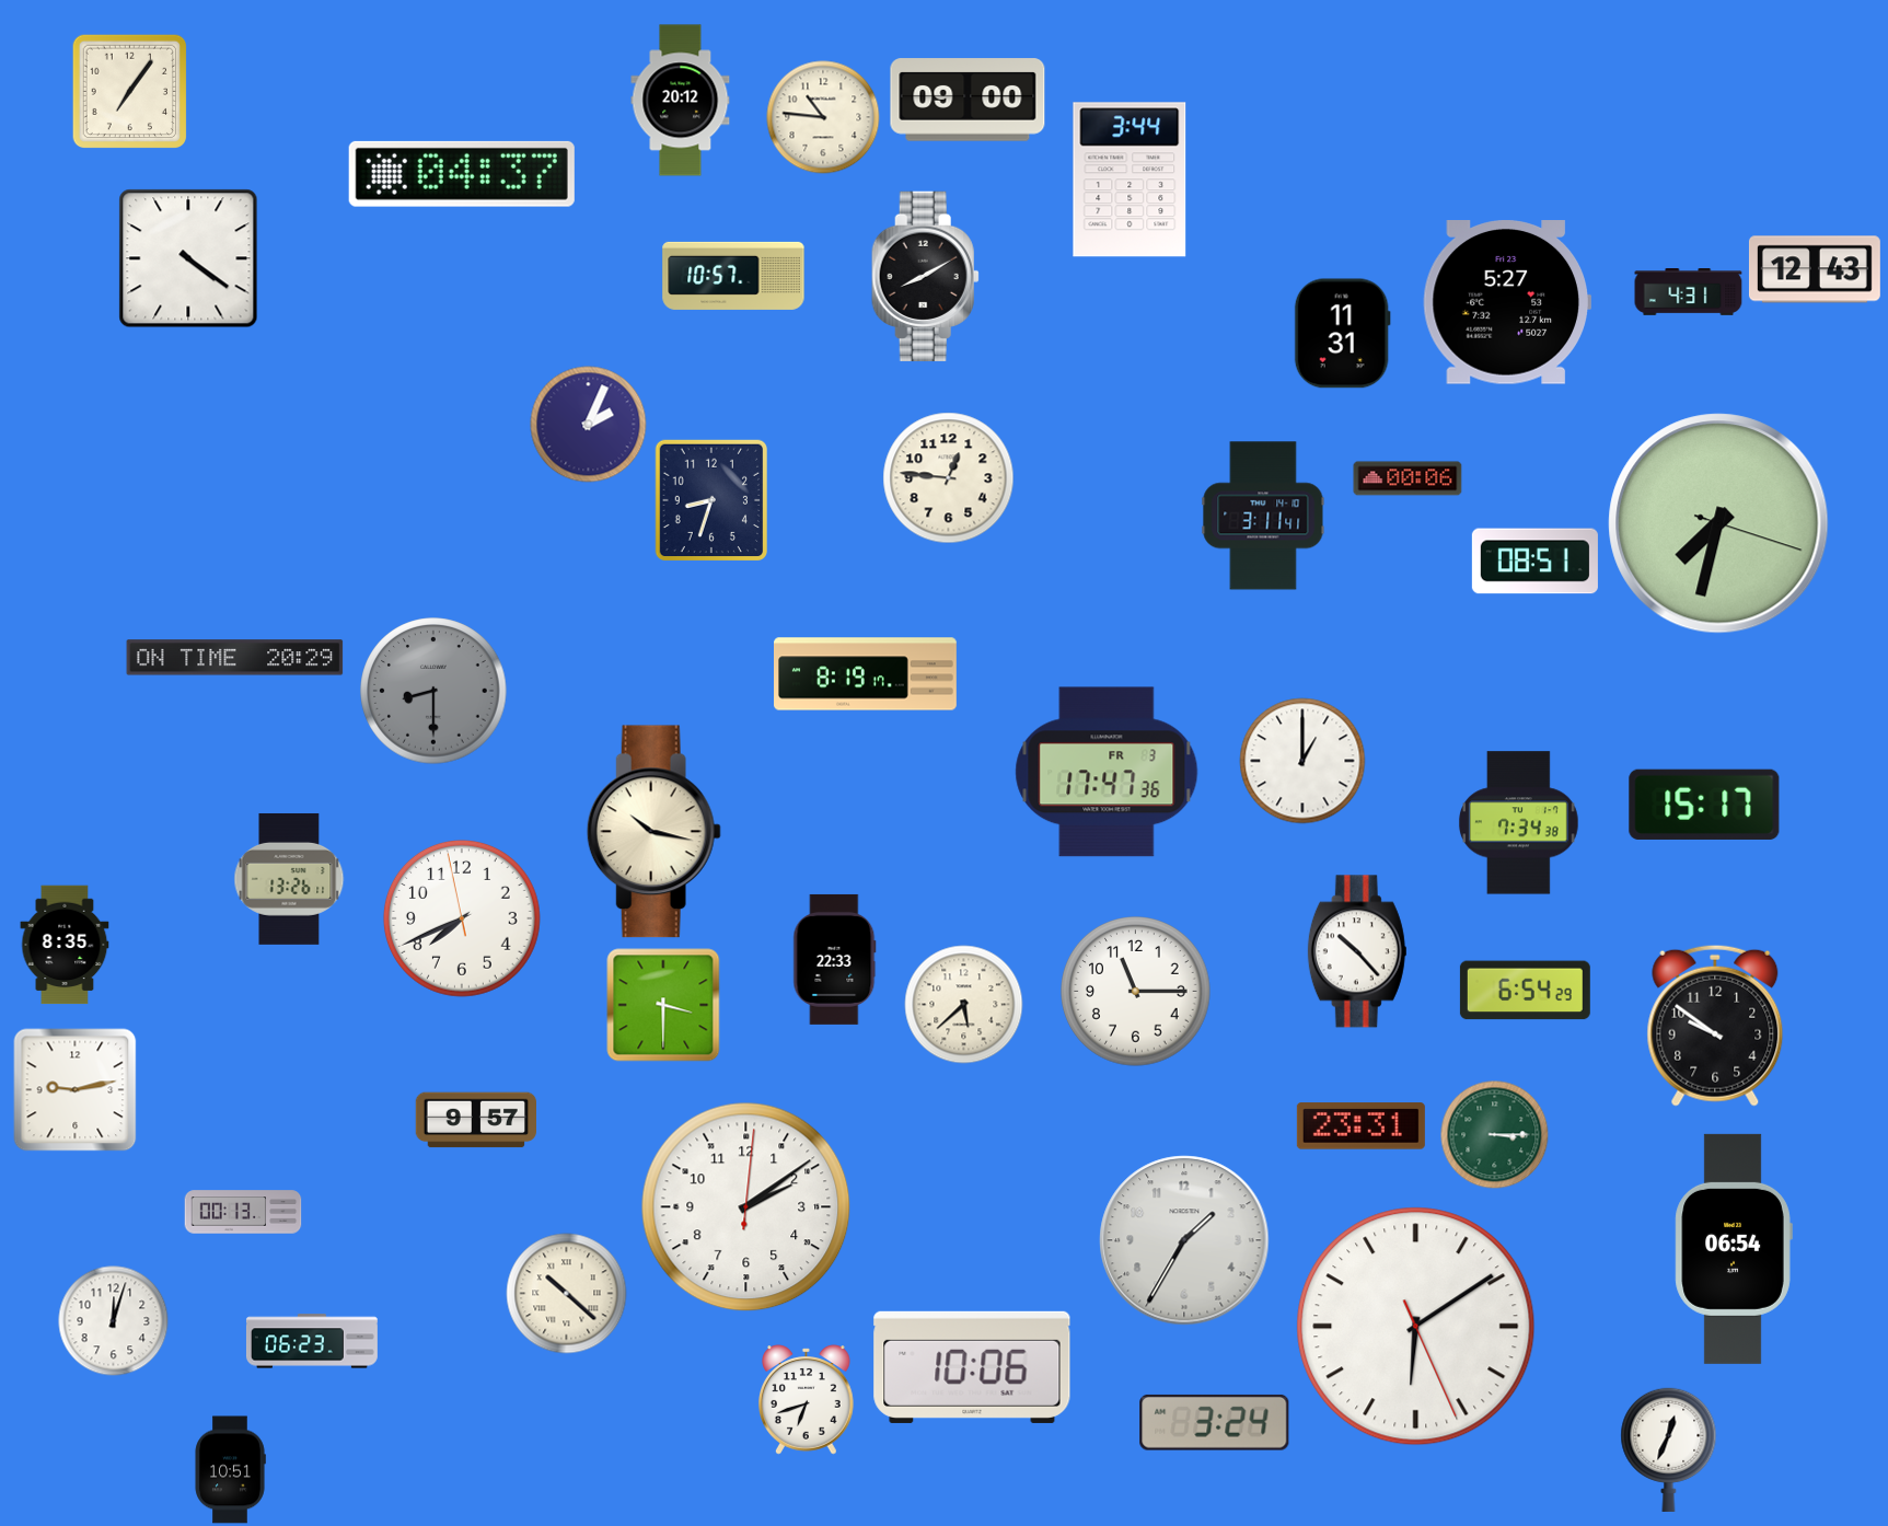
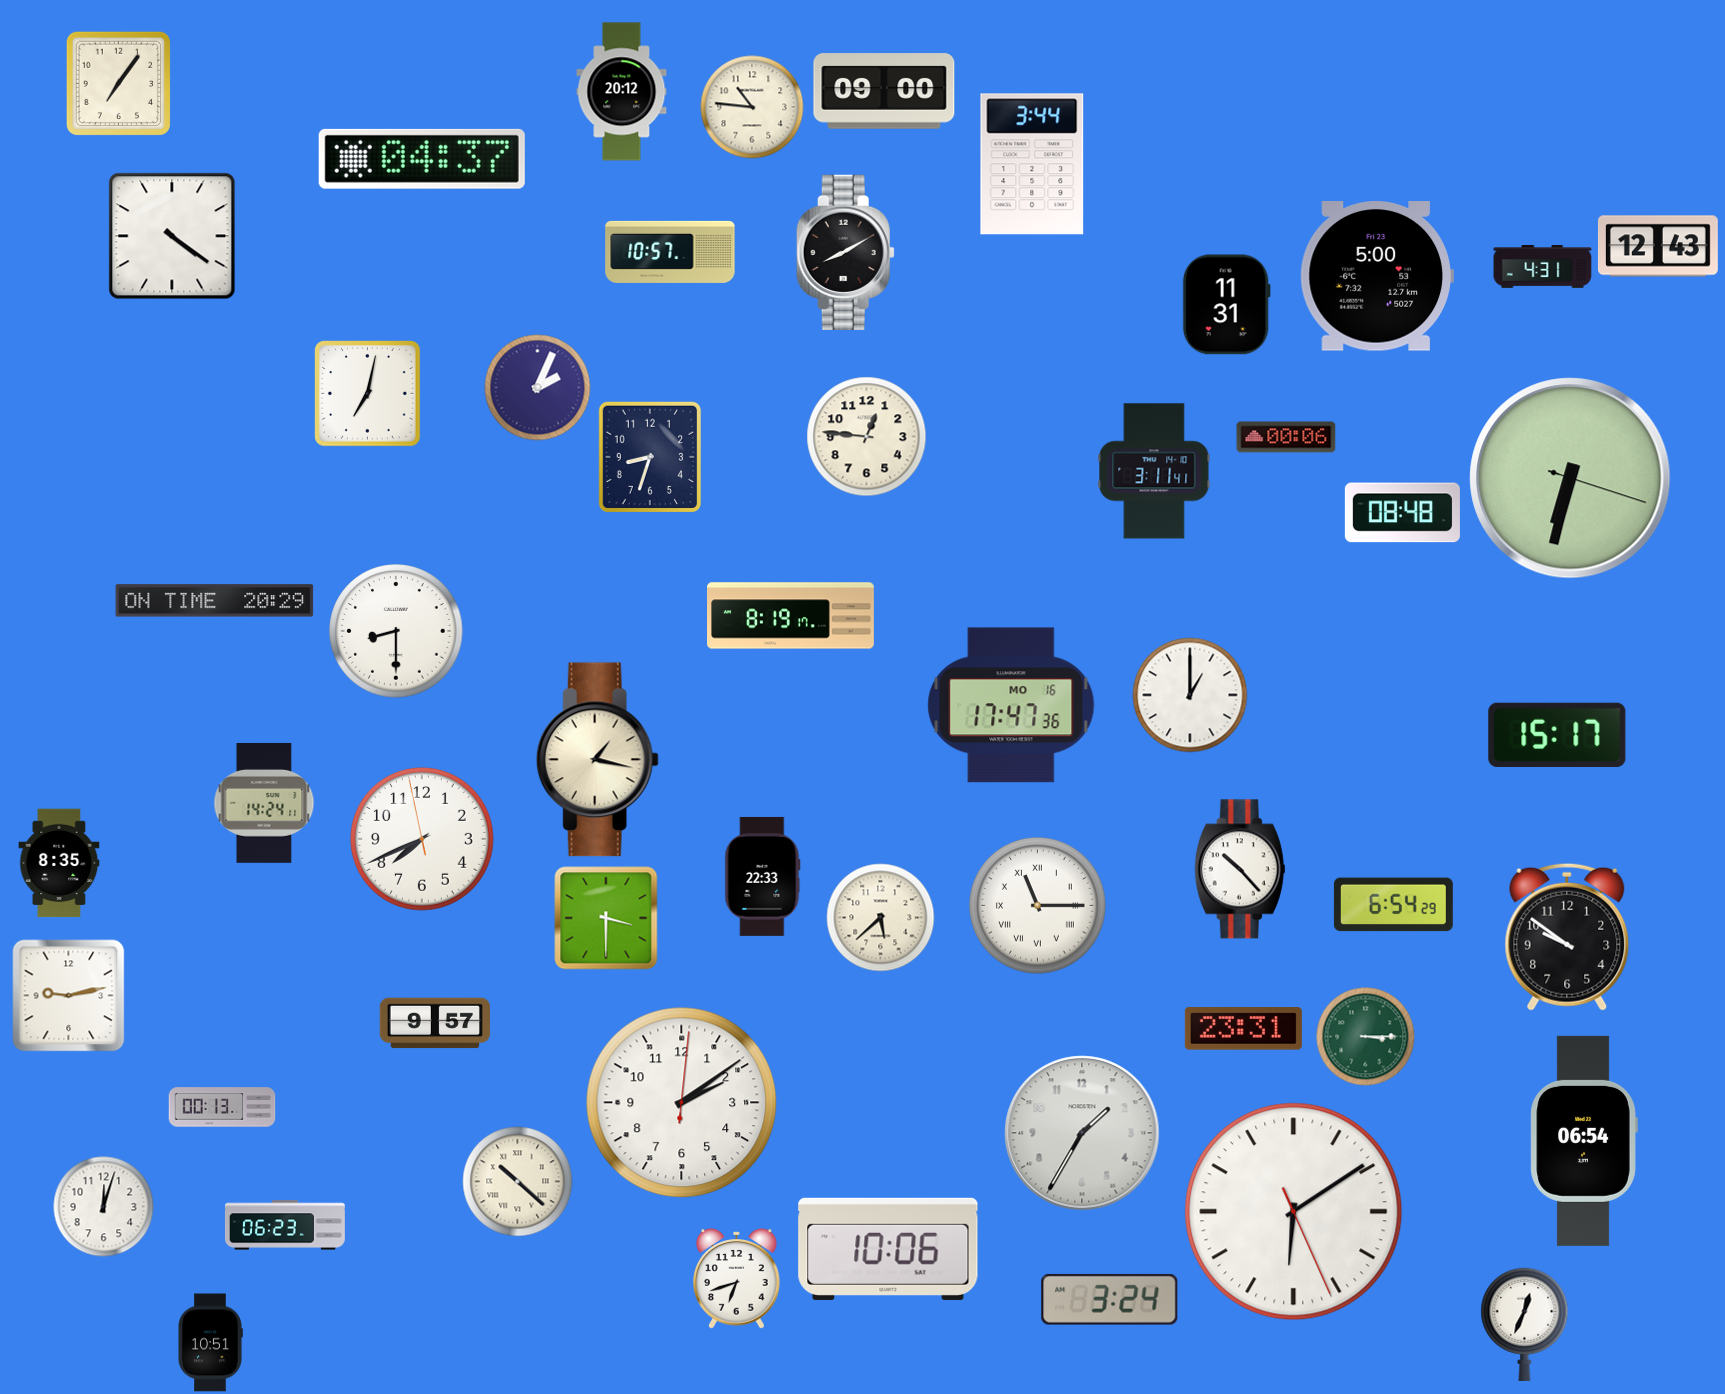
clock at (1507, 303): 5:27 -> 5:00
clock at (368, 394): none -> 7:02
clock at (1718, 523): 7:32 -> 6:32
clock at (1534, 562): 08:51 -> 08:48
clock at (433, 691) dial: grey -> white
clock at (1107, 772) date: FR 3 -> MO 16
clock at (1518, 823): 7:34 -> none
clock at (653, 832): 10:17 -> 1:17
clock at (289, 879): 13:26 -> 14:24
clock at (1136, 992) numerals: Arabic -> Roman
